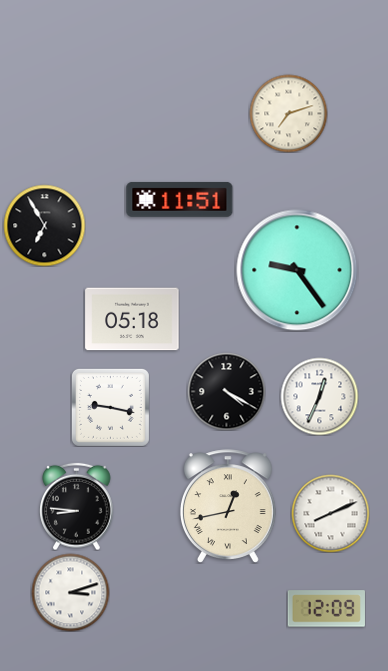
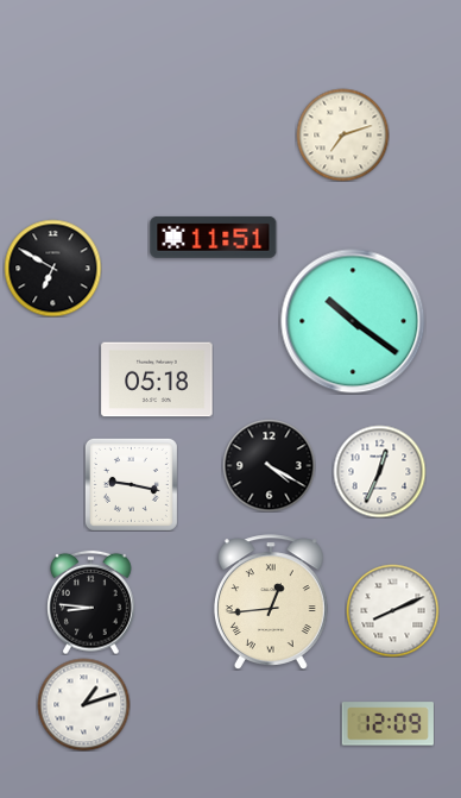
clock at (44, 225): 6:55 -> 6:50
clock at (297, 270): 9:24 -> 10:21
clock at (228, 506): 12:43 -> 12:44
clock at (70, 592): 3:12 -> 1:12
